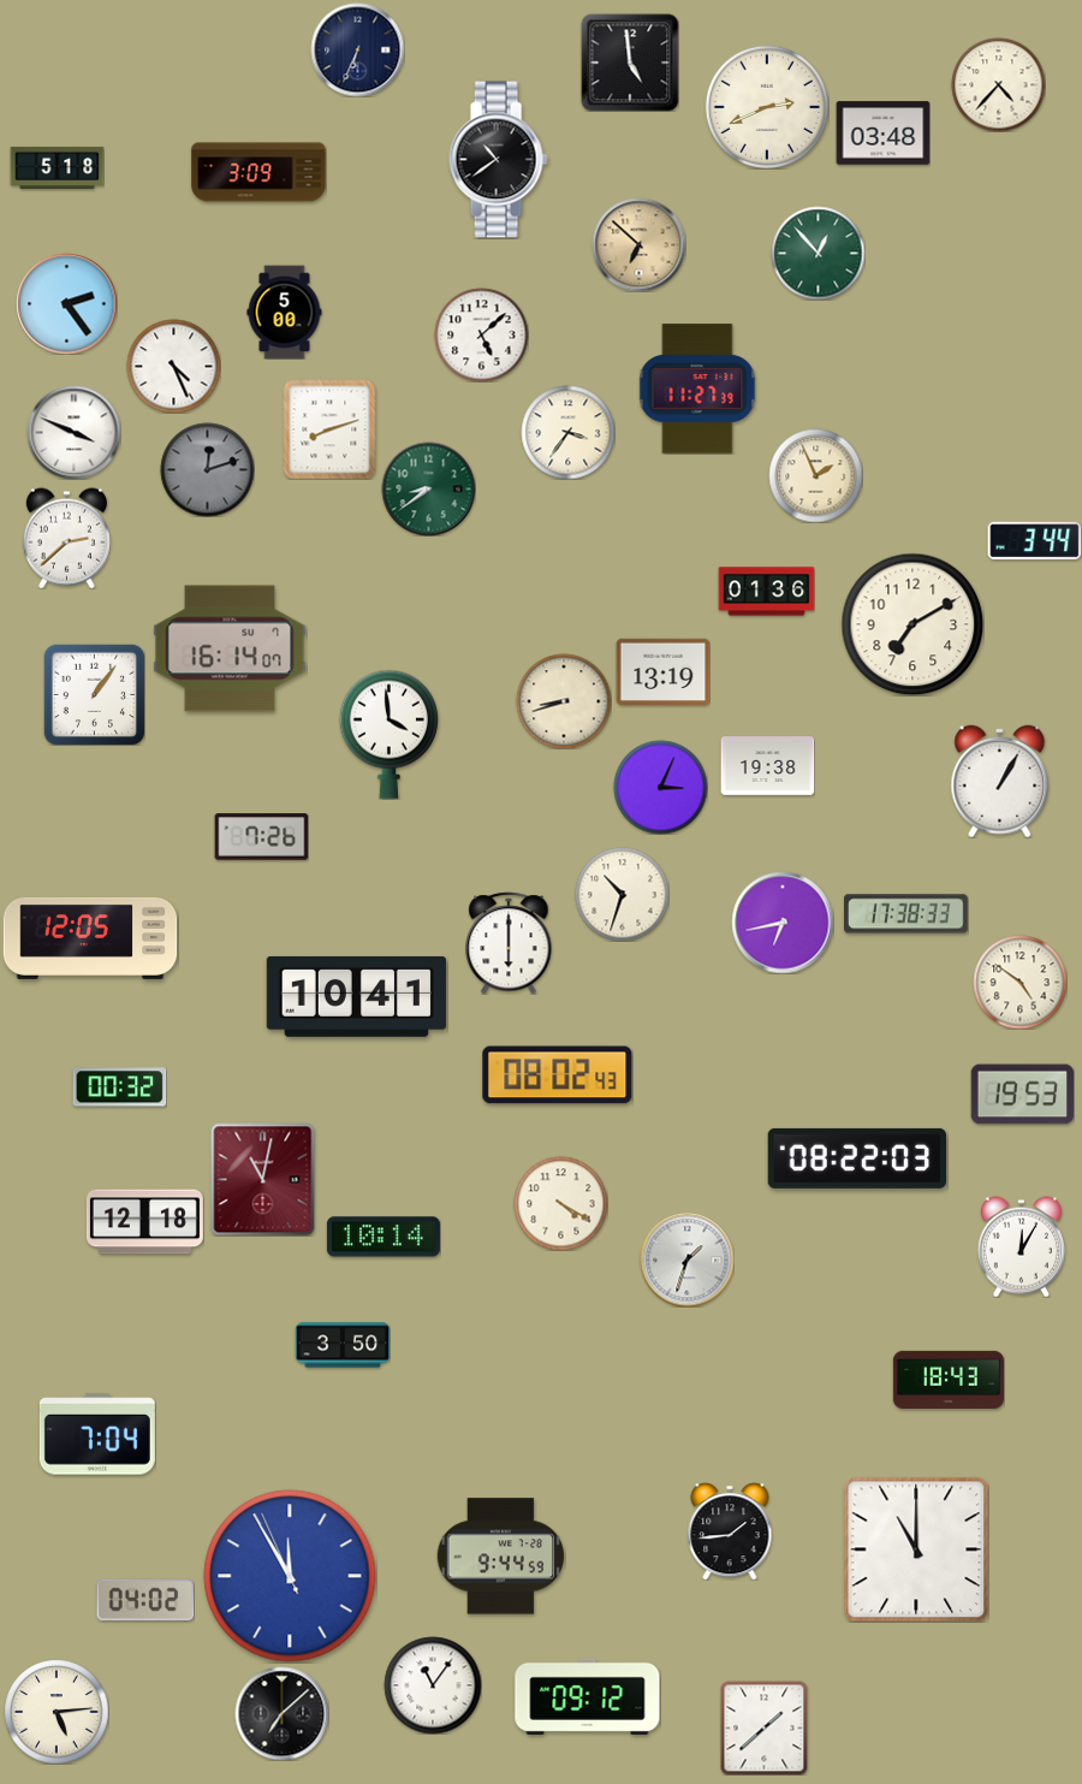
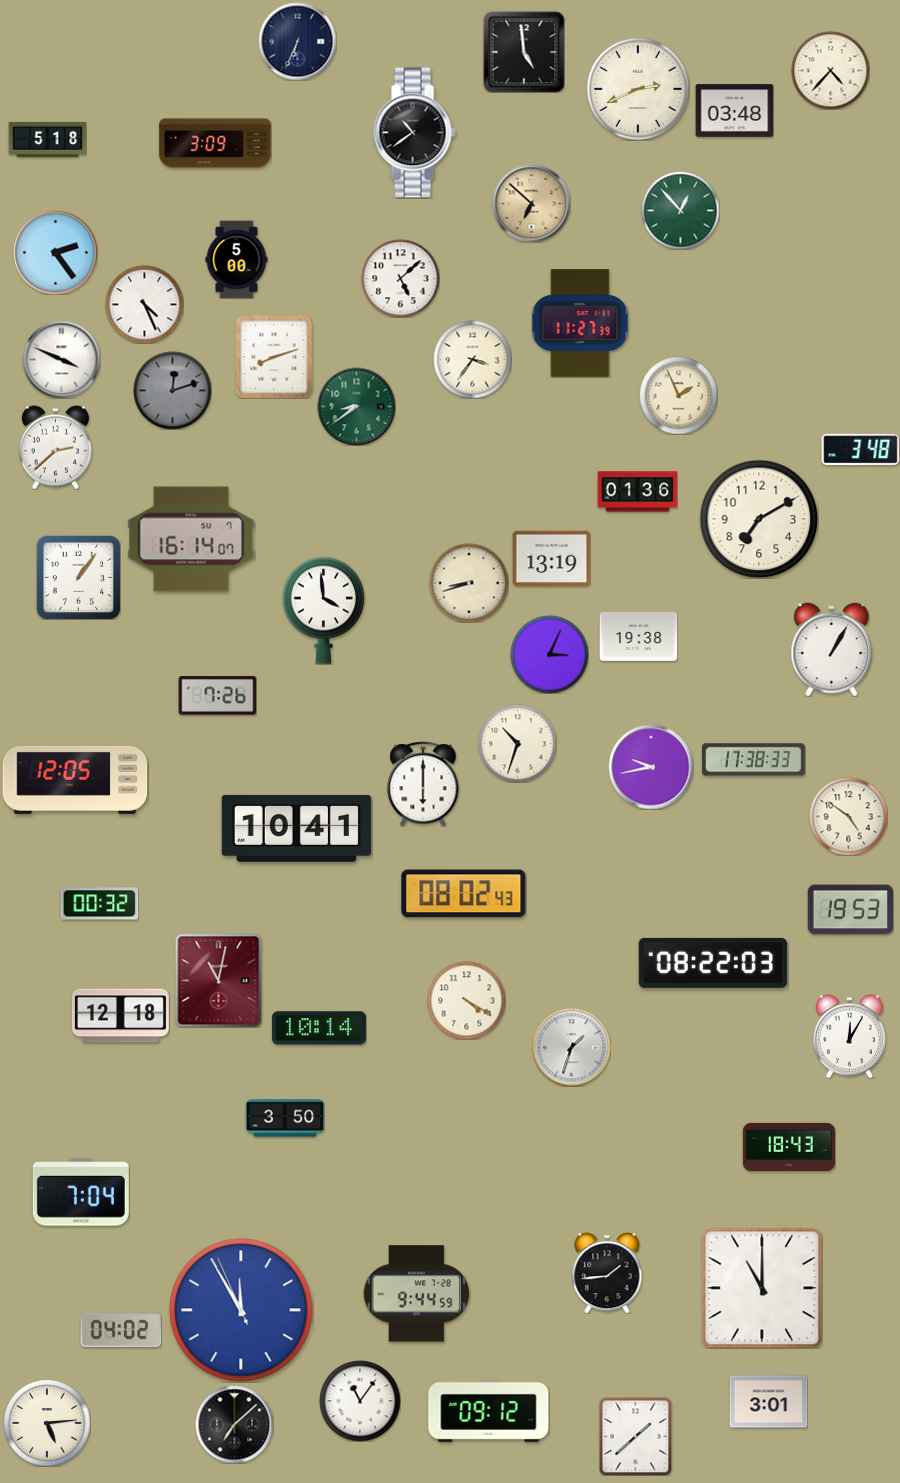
clock at (1034, 541): 3:44 -> 3:48
clock at (783, 923): 6:43 -> 9:43
clock at (768, 1402): none -> 3:01
